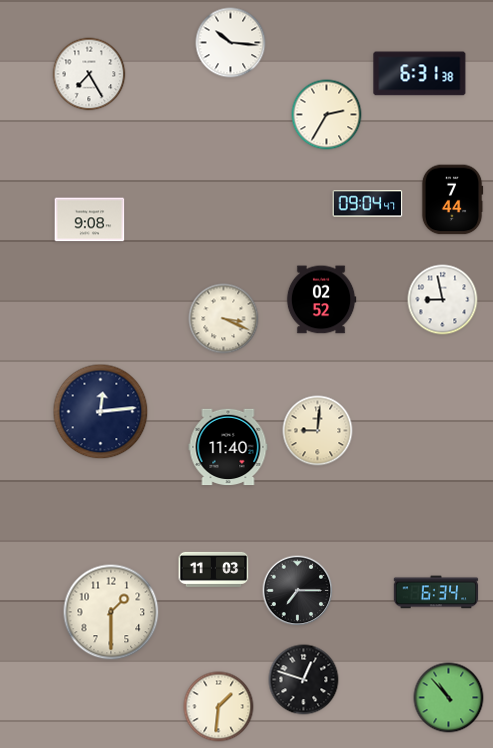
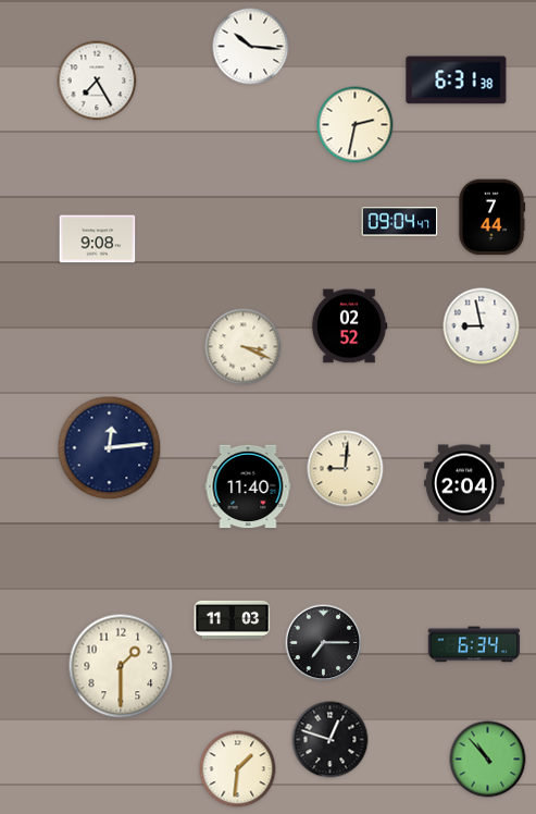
clock at (327, 115): 2:35 -> 2:32
clock at (465, 483): none -> 2:04
